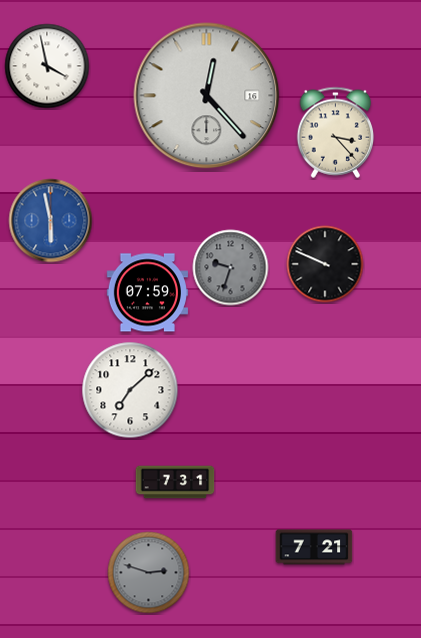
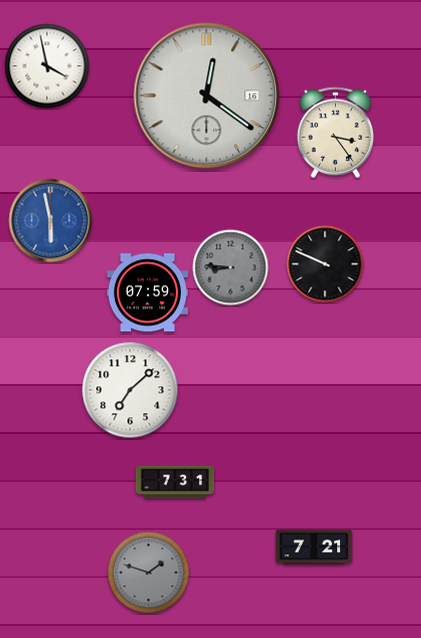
clock at (207, 96): 12:23 -> 12:21
clock at (336, 132): 3:23 -> 3:24
clock at (231, 268): 9:33 -> 8:46
clock at (149, 573): 2:48 -> 1:48
